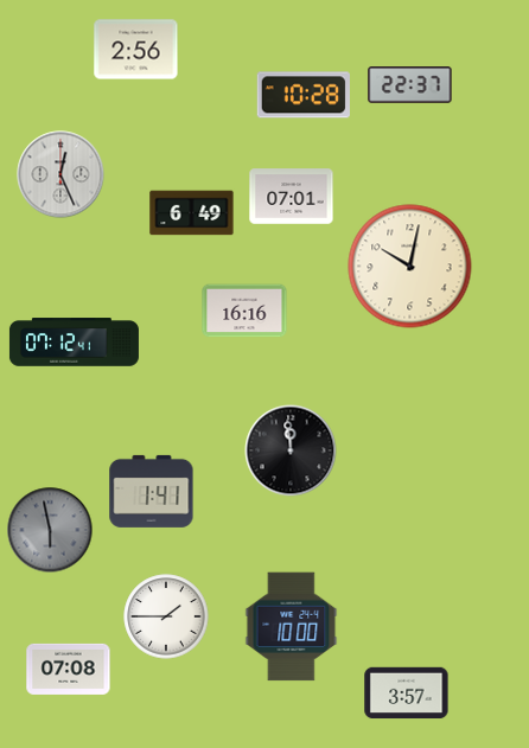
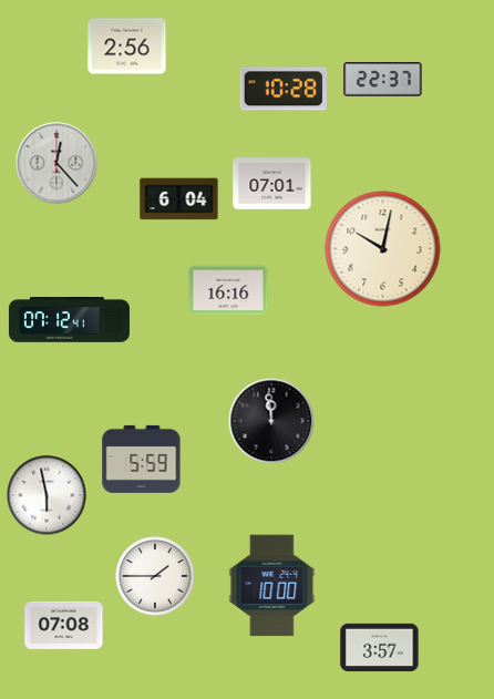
clock at (60, 174): 12:26 -> 12:23
clock at (192, 213): 6:49 -> 6:04
clock at (152, 491): 1:41 -> 5:59
clock at (50, 530) dial: grey -> white
